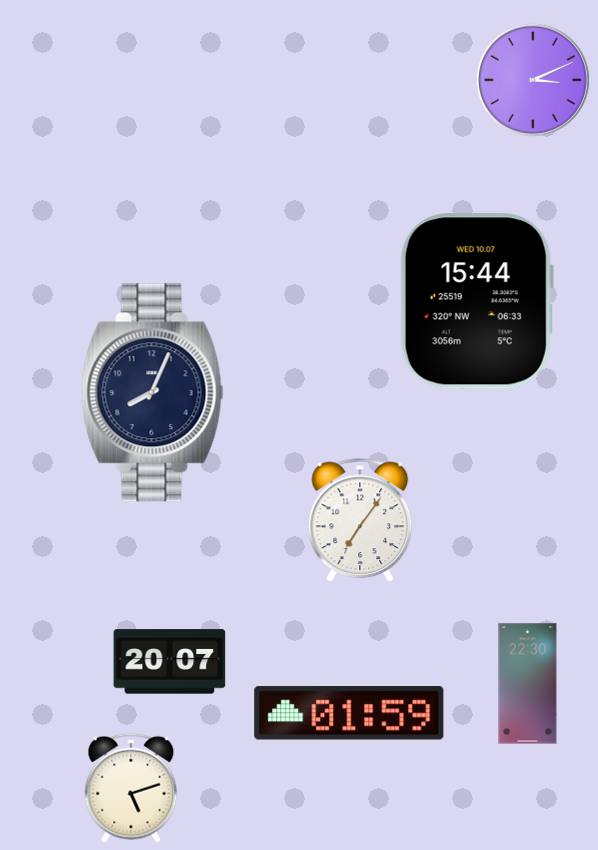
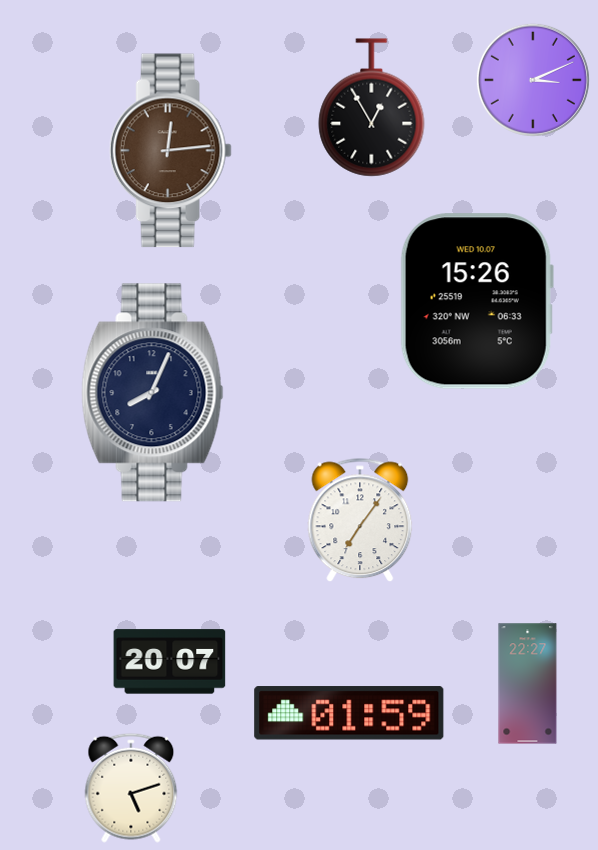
clock at (372, 108): none -> 12:55
clock at (170, 151): none -> 12:14
clock at (477, 301): 15:44 -> 15:26
clock at (528, 684): 22:30 -> 22:27
